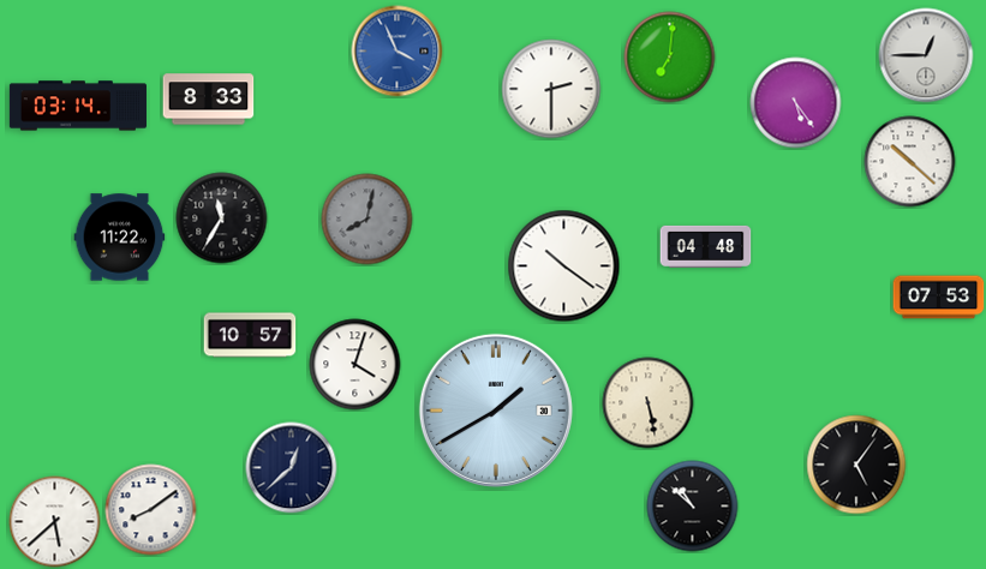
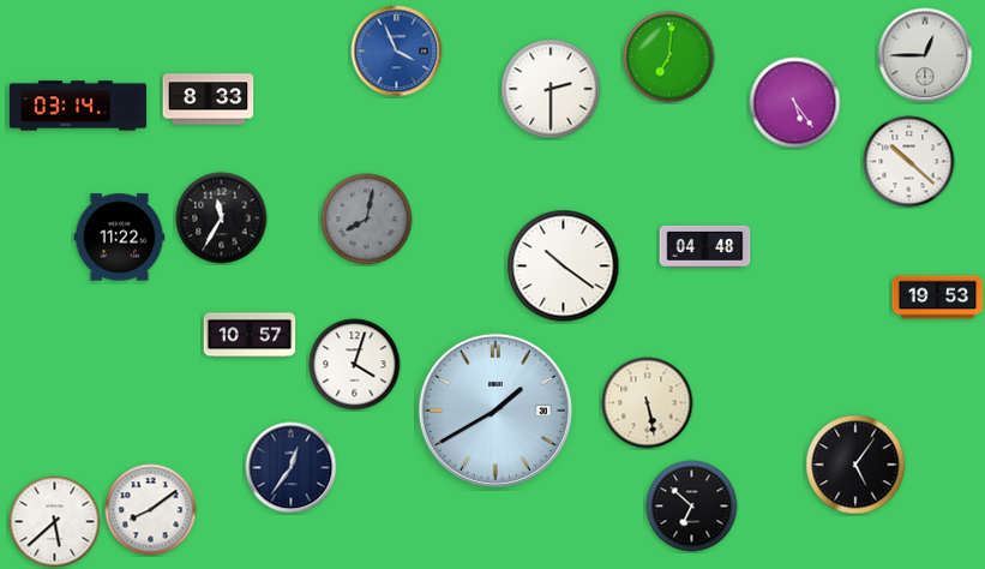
clock at (939, 298): 07:53 -> 19:53
clock at (292, 468): 12:38 -> 12:36
clock at (693, 507): 10:52 -> 6:52
